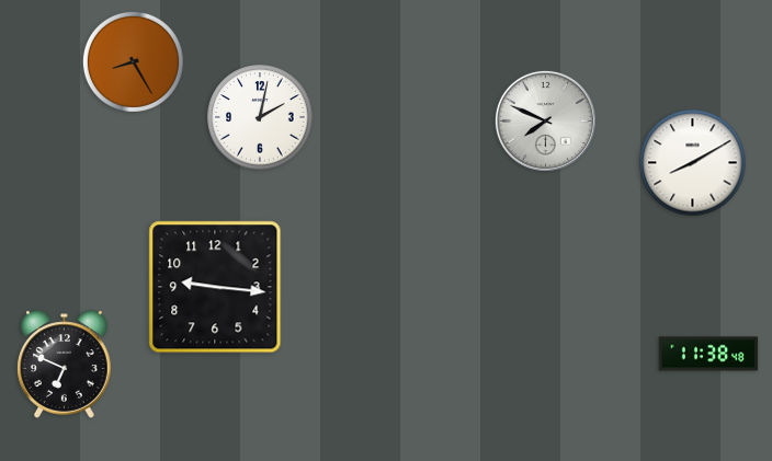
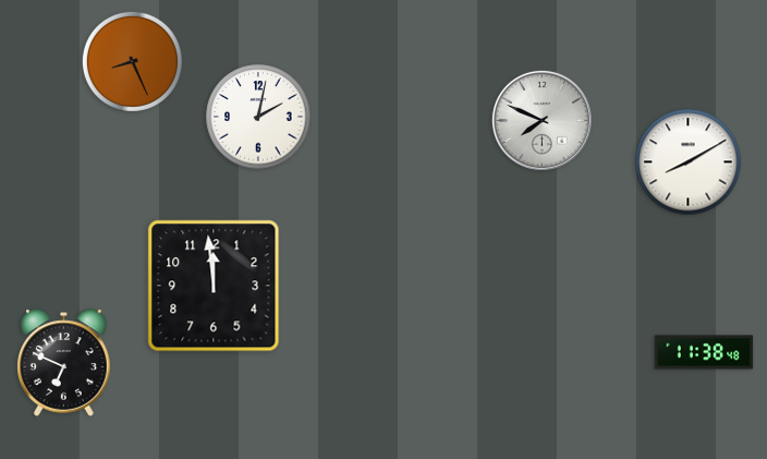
clock at (133, 61): 8:25 -> 8:26
clock at (215, 287): 9:16 -> 11:59
